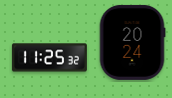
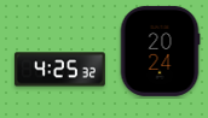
clock at (49, 58): 11:25 -> 4:25
